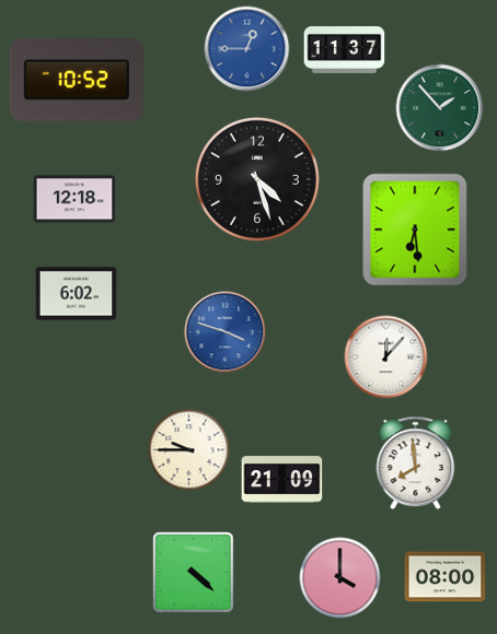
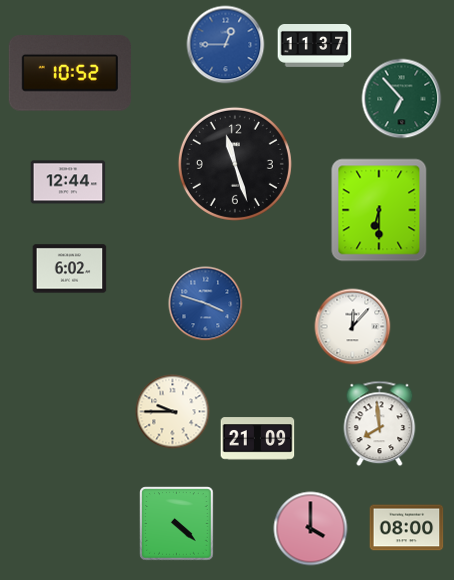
clock at (440, 108): 1:53 -> 6:53
clock at (257, 179): 4:27 -> 11:27
clock at (74, 199): 12:18 -> 12:44
clock at (415, 230): 6:29 -> 6:30
